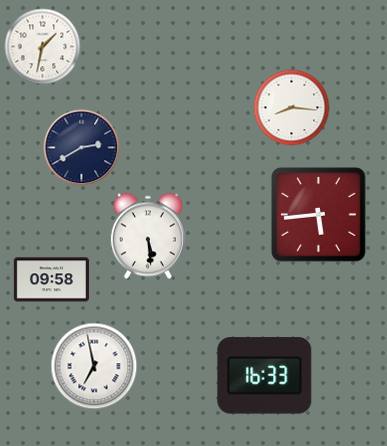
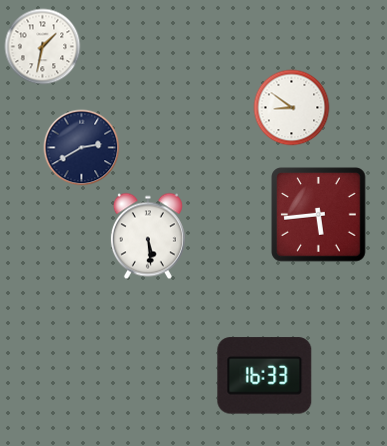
clock at (292, 108): 8:16 -> 8:51
clock at (51, 280): 09:58 -> none
clock at (94, 366): 6:58 -> none
